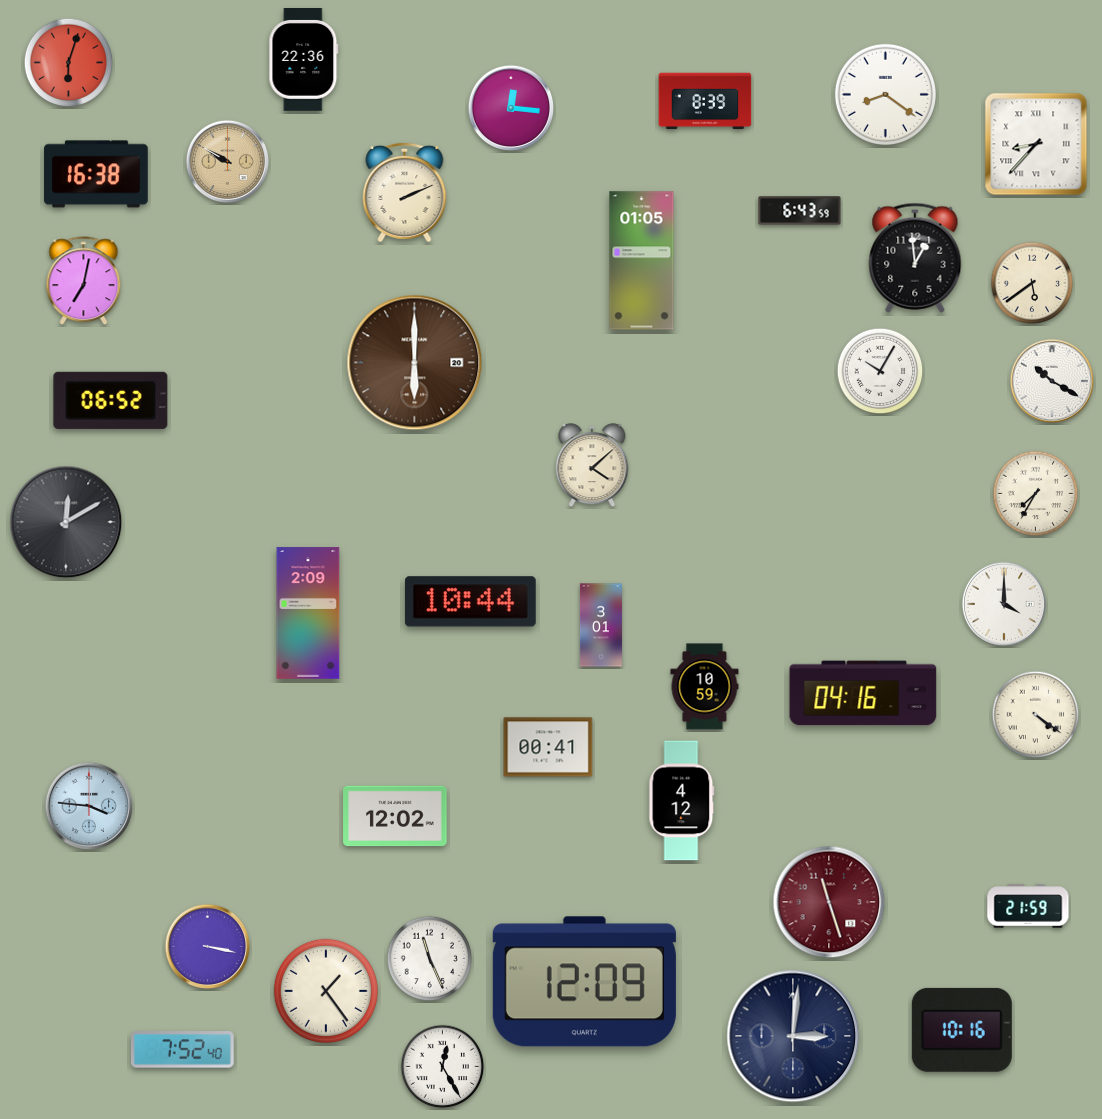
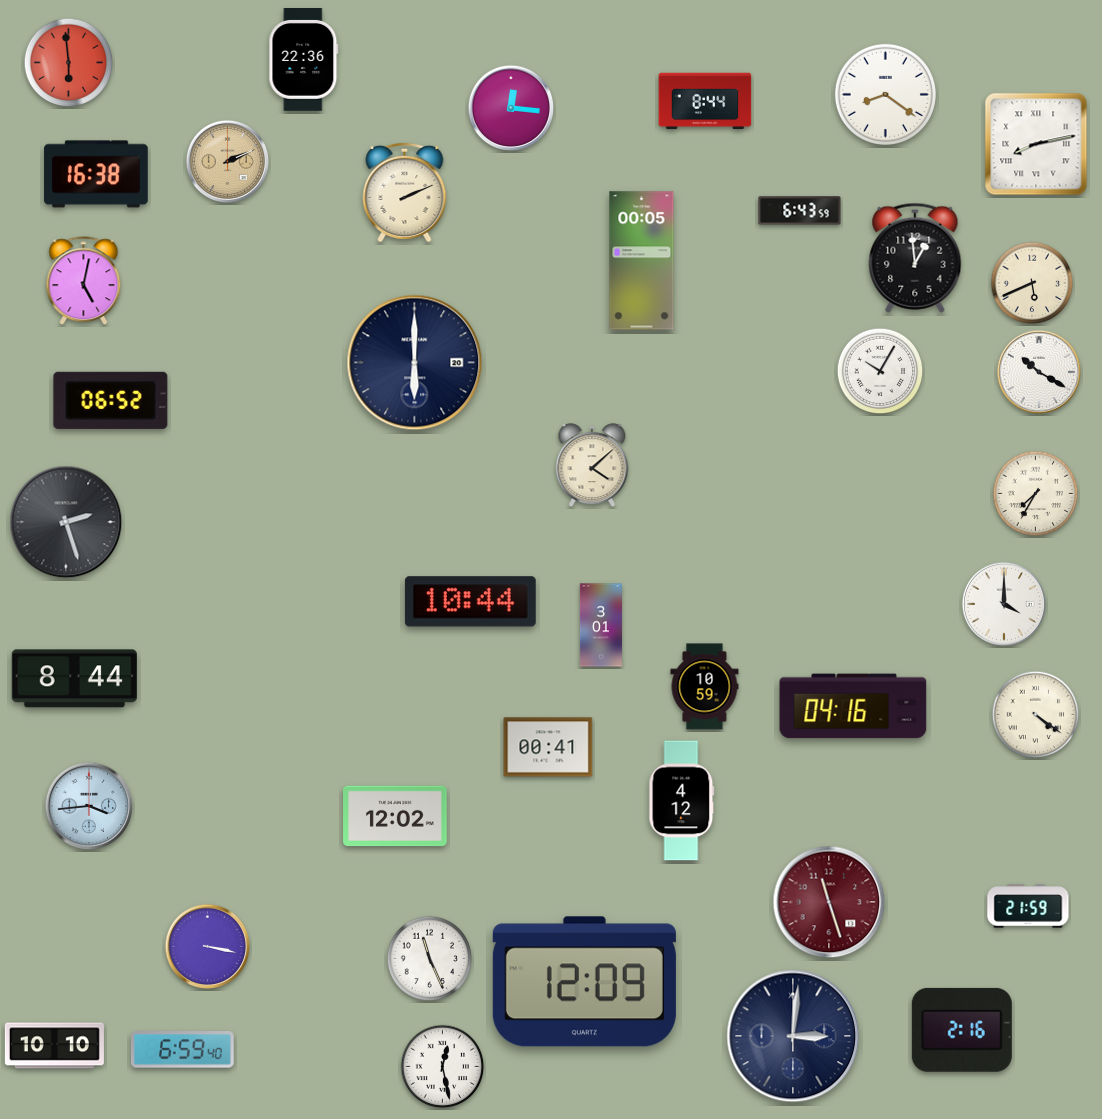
clock at (69, 63): 6:03 -> 5:59
clock at (705, 101): 8:39 -> 8:44
clock at (1036, 144): 8:37 -> 8:13
clock at (227, 161): 9:50 -> 2:11
clock at (642, 261): 01:05 -> 00:05
clock at (84, 281): 7:02 -> 5:02
clock at (1032, 283): 5:39 -> 5:41
clock at (415, 363) dial: brown -> navy
clock at (1051, 380) position: (1051, 380) -> (1038, 371)
clock at (66, 522): 12:10 -> 2:27
clock at (308, 613): 2:09 -> none
clock at (74, 679): none -> 8:44
clock at (863, 693) position: (863, 693) -> (853, 706)
clock at (89, 806): 3:46 -> 3:44
clock at (326, 991): 1:24 -> none
clock at (962, 1030): 10:16 -> 2:16
clock at (54, 1046): none -> 10:10
clock at (182, 1050): 7:52 -> 6:59
clock at (443, 1067): 12:25 -> 12:28
